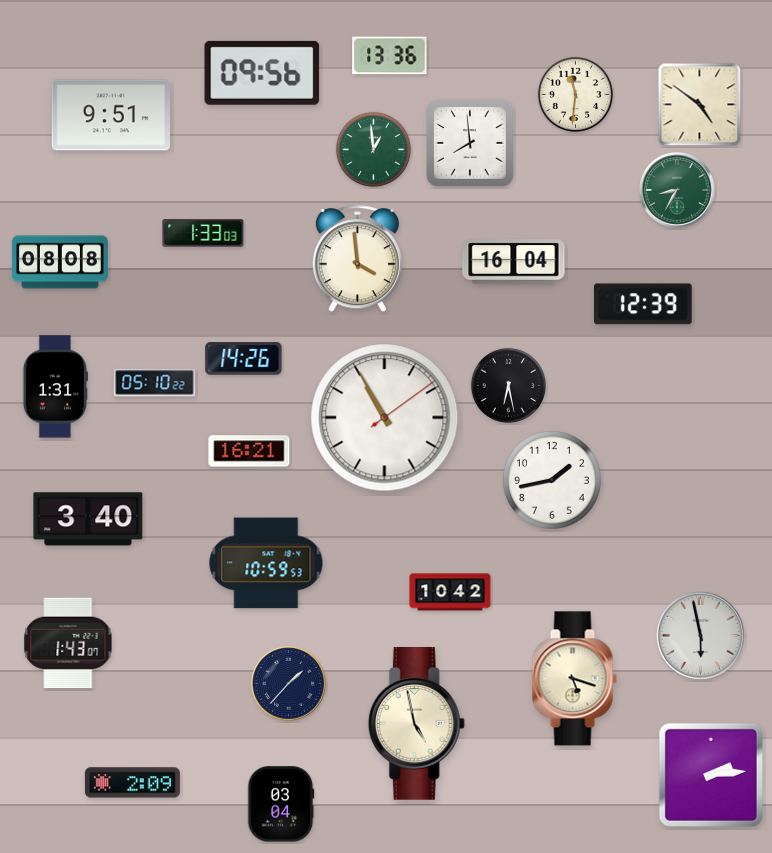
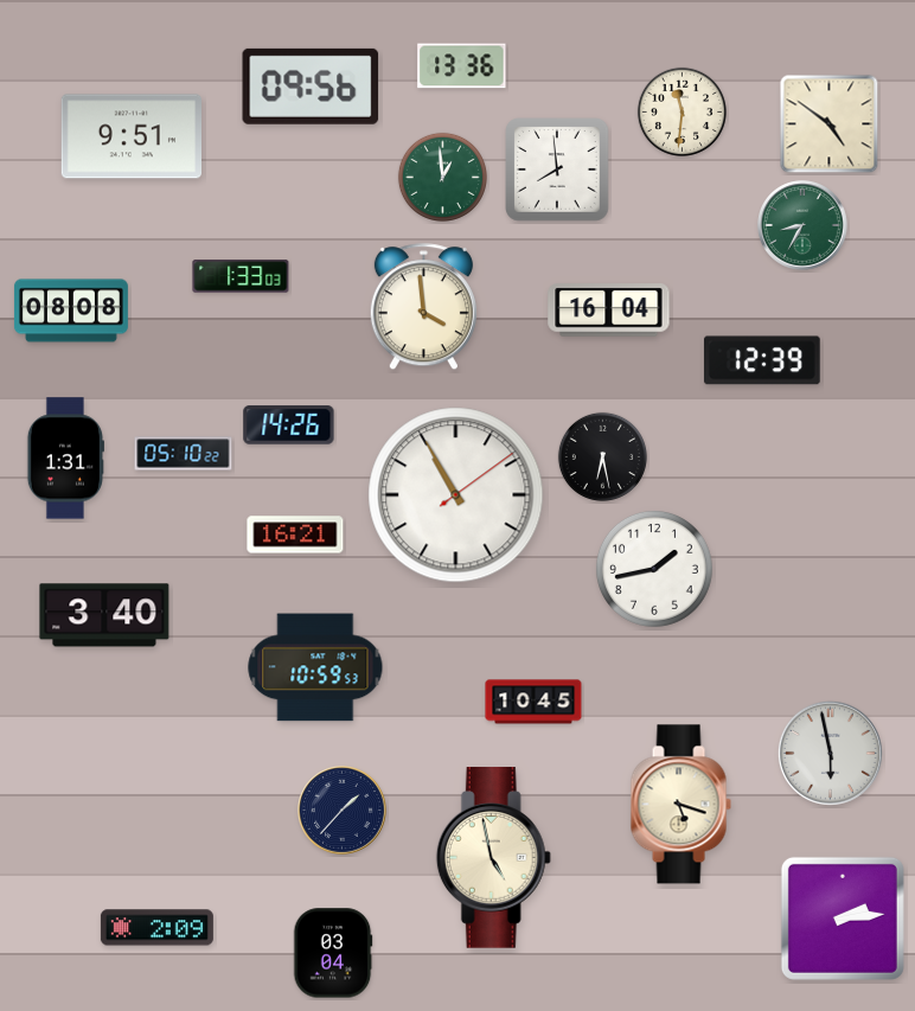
clock at (450, 592): 10:42 -> 10:45
clock at (68, 643): 1:43 -> none
